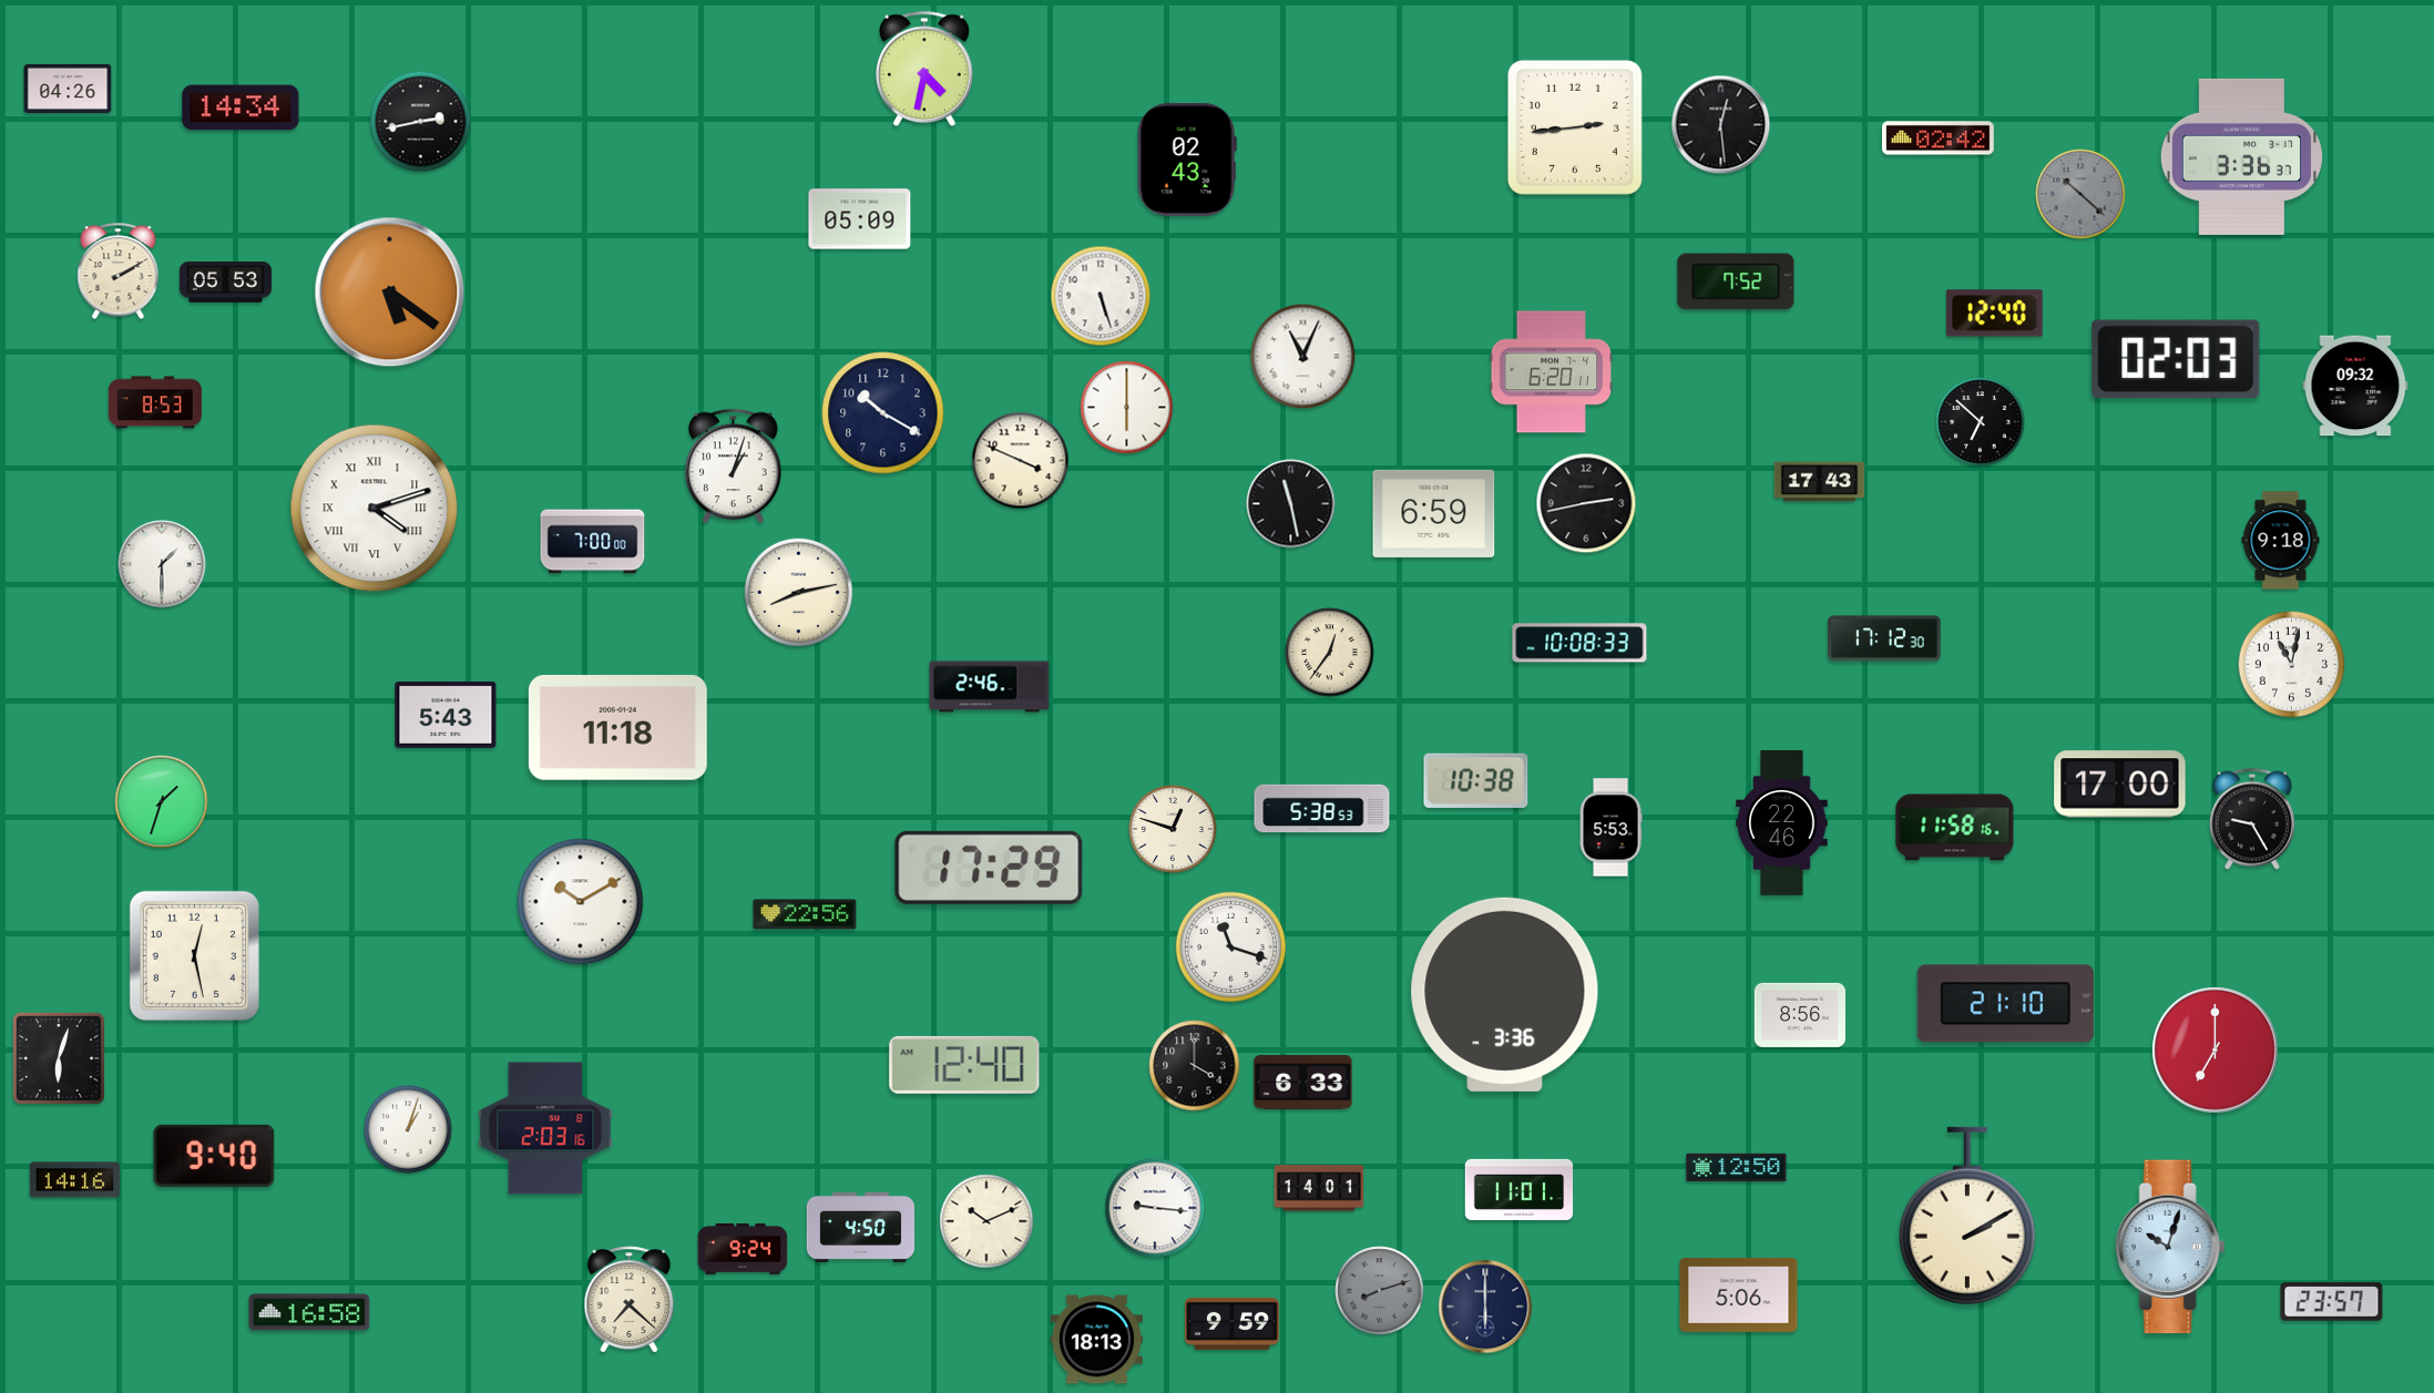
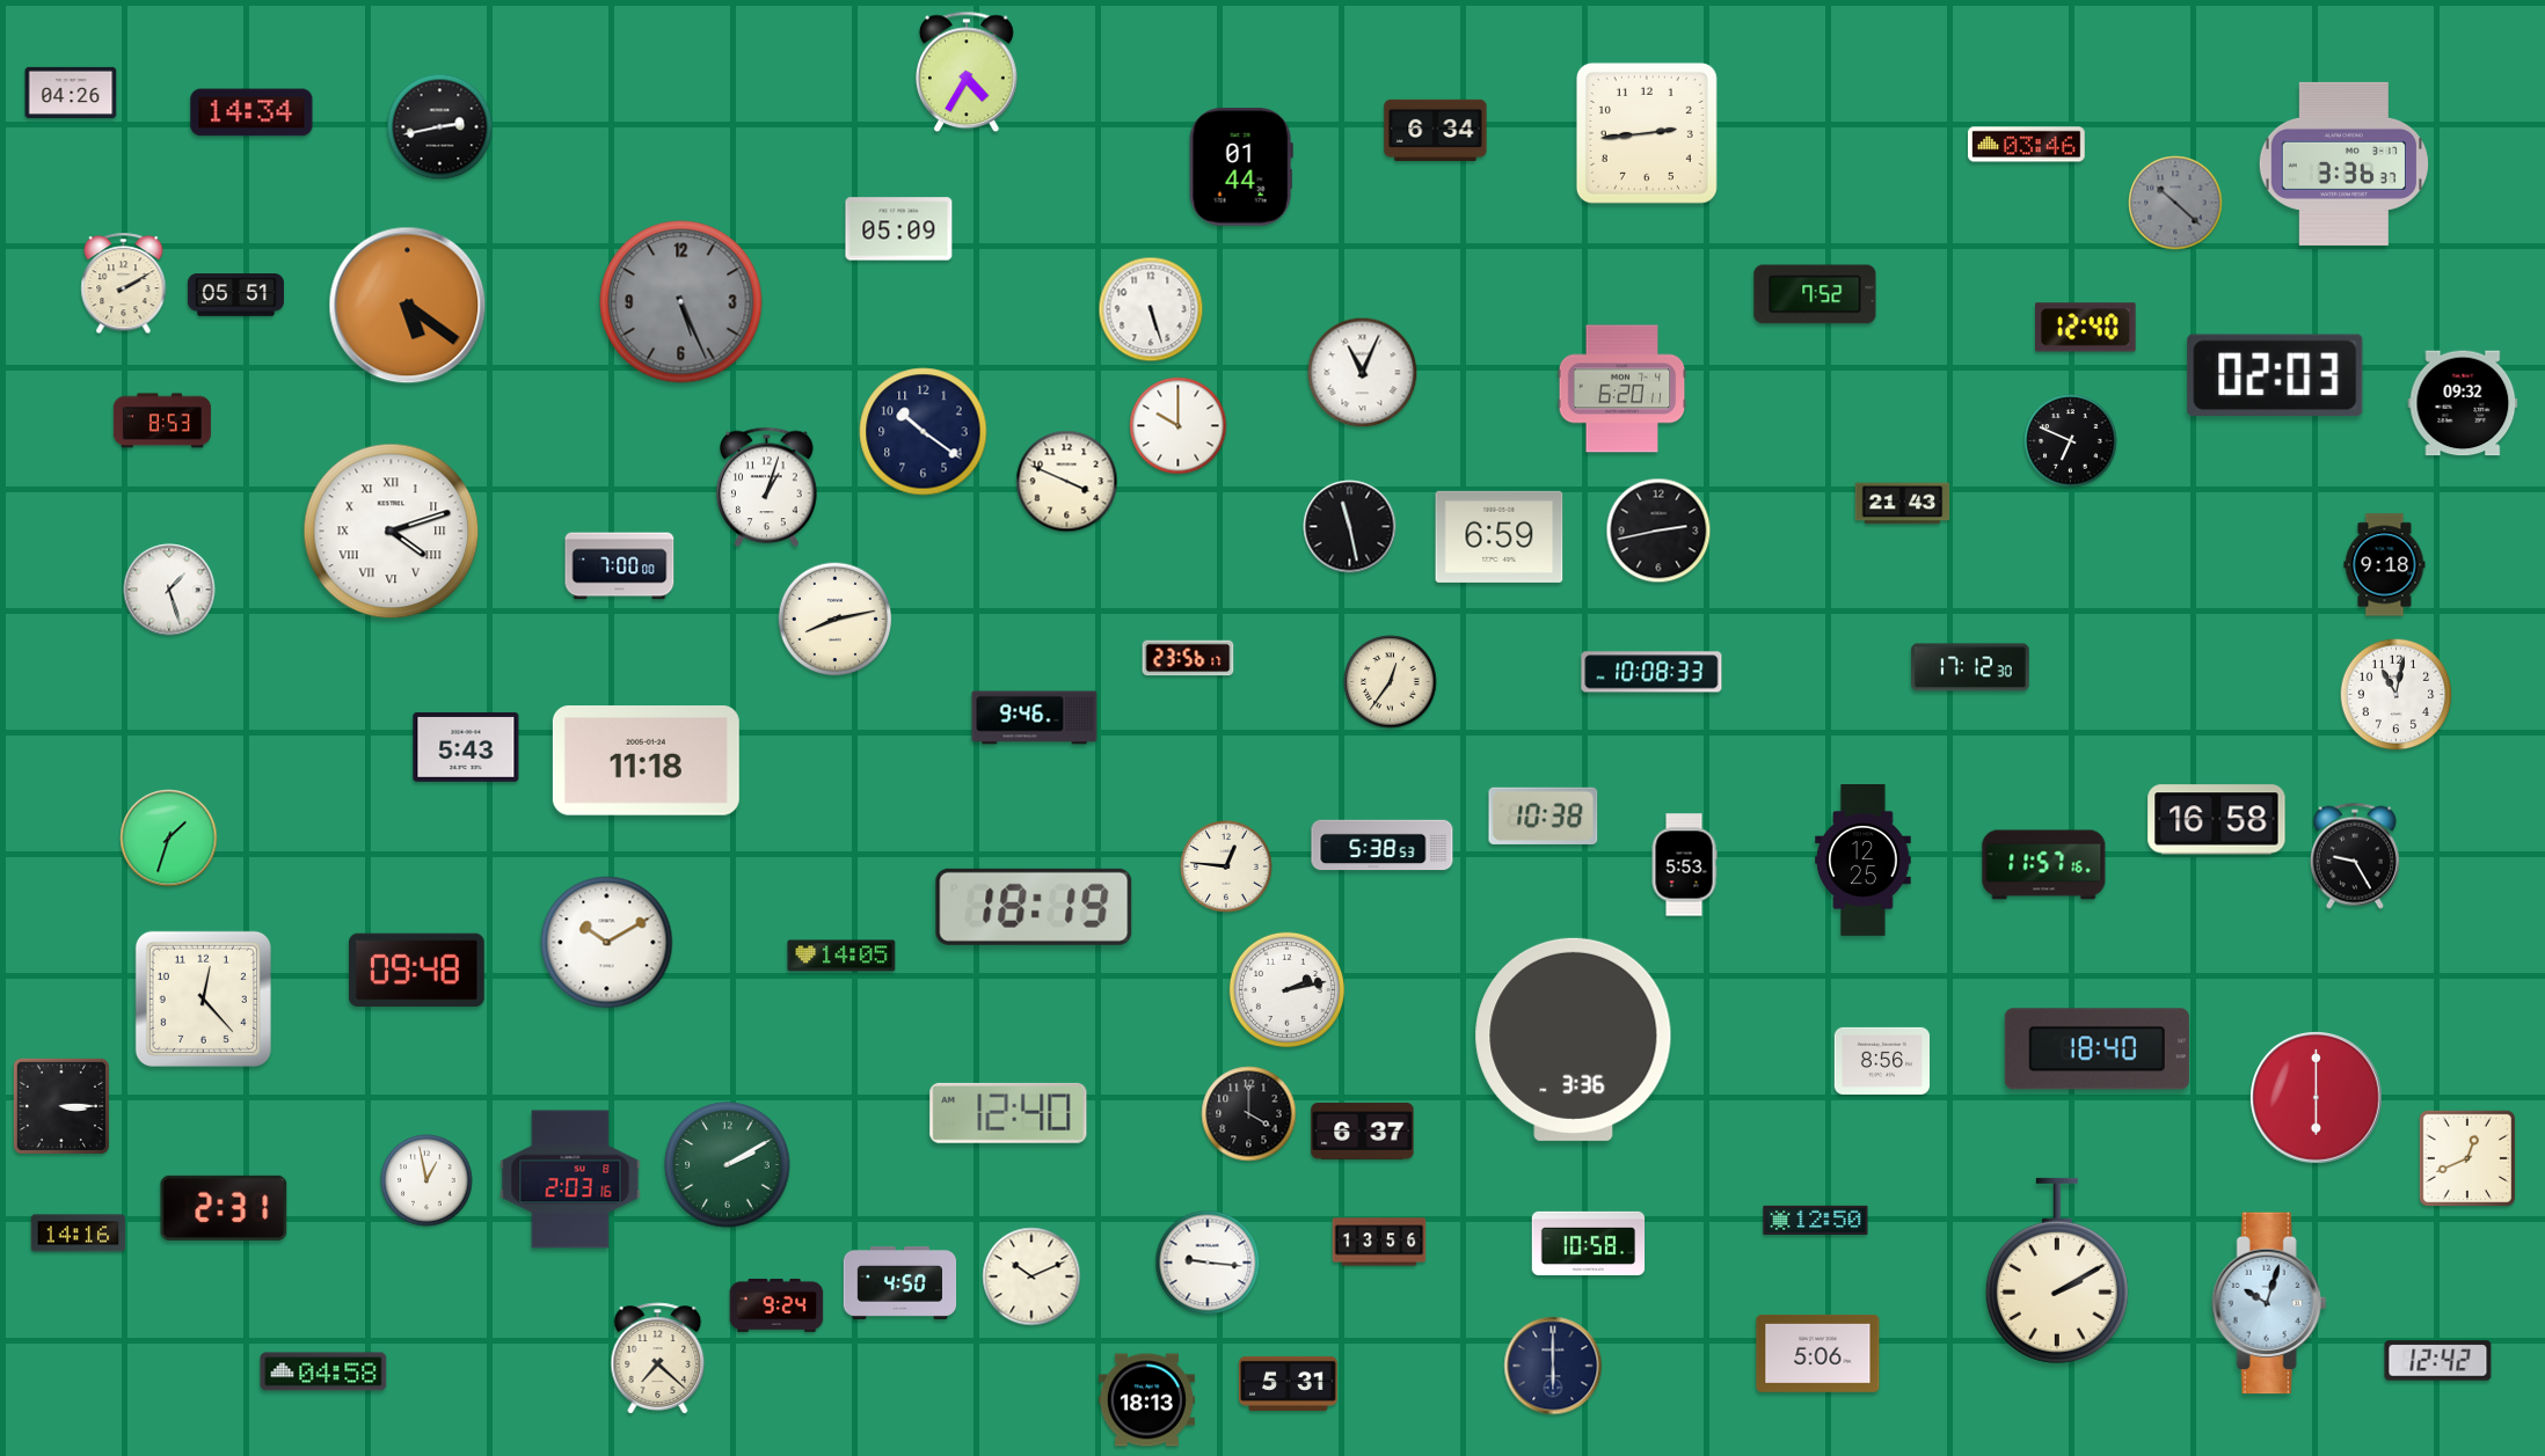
clock at (924, 69): 4:32 -> 4:35
clock at (1436, 130): none -> 6:34
clock at (1721, 125): 12:29 -> none
clock at (1939, 139): 02:42 -> 03:46
clock at (1187, 160): 02:43 -> 01:44
clock at (225, 283): 05:53 -> 05:51
clock at (681, 302): none -> 5:26
clock at (1127, 408): 6:00 -> 10:00
clock at (883, 413): 10:20 -> 10:21
clock at (1981, 422): 6:52 -> 6:49
clock at (1820, 482): 17:43 -> 21:43
clock at (1586, 503) position: (1586, 503) -> (1658, 531)
clock at (162, 564): 1:30 -> 1:27
clock at (1188, 658): none -> 23:56
clock at (990, 687): 2:46 -> 9:46
clock at (2120, 785): 17:00 -> 16:58
clock at (1782, 823): 22:46 -> 12:25
clock at (1955, 828): 11:58 -> 11:57
clock at (1173, 829): 12:48 -> 12:46
clock at (989, 868): 17:29 -> 18:19
clock at (805, 914): 22:56 -> 14:05
clock at (417, 971): none -> 09:48
clock at (1230, 946): 11:18 -> 2:13
clock at (194, 955): 12:28 -> 12:23
clock at (2005, 1004): 21:10 -> 18:40
clock at (2216, 1051): 7:00 -> 6:00
clock at (59, 1058): 6:03 -> 3:15
clock at (1303, 1083): 6:33 -> 6:37
clock at (2467, 1158): none -> 12:41
clock at (728, 1165): none -> 2:10
clock at (408, 1129): 1:03 -> 12:58
clock at (214, 1156): 9:40 -> 2:31
clock at (1319, 1188): 14:01 -> 13:56
clock at (1520, 1189): 11:01 -> 10:58
clock at (1380, 1291): 8:12 -> none
clock at (2332, 1302): 23:57 -> 12:42
clock at (309, 1312): 16:58 -> 04:58
clock at (1231, 1323): 9:59 -> 5:31
